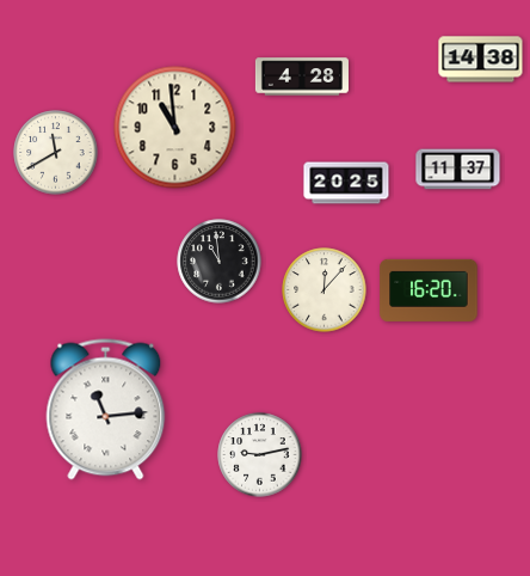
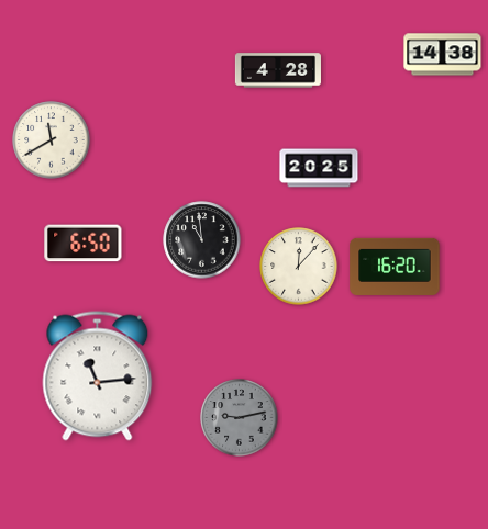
clock at (175, 128): 10:59 -> none
clock at (458, 170): 11:37 -> none
clock at (84, 244): none -> 6:50
clock at (260, 455) dial: white -> grey
